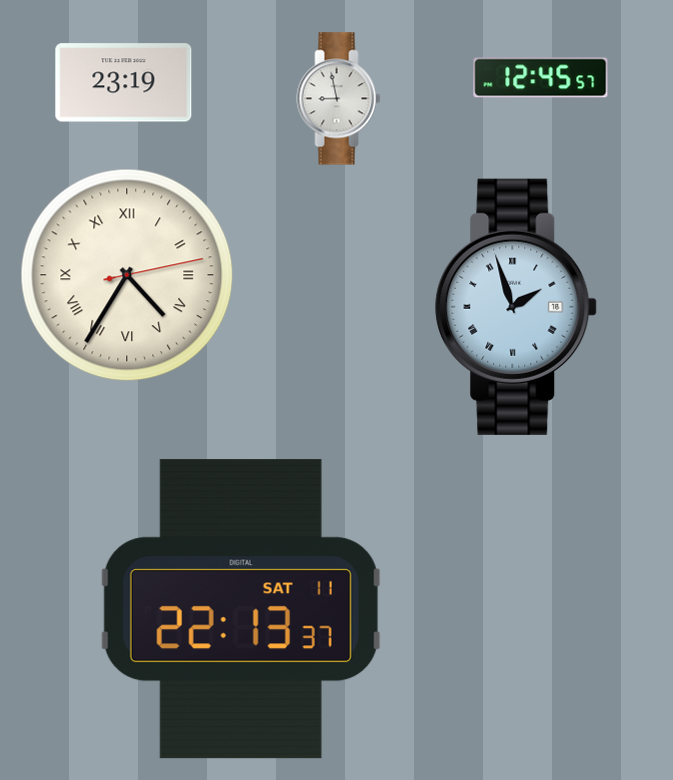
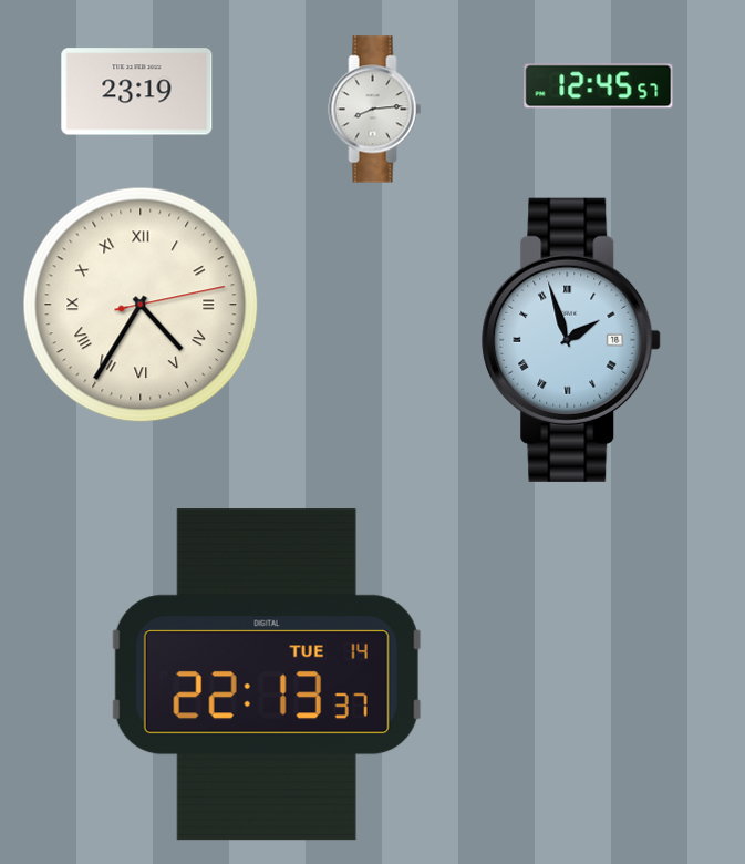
clock at (339, 99): 8:58 -> 8:14
clock at (241, 609) date: SAT 11 -> TUE 14
